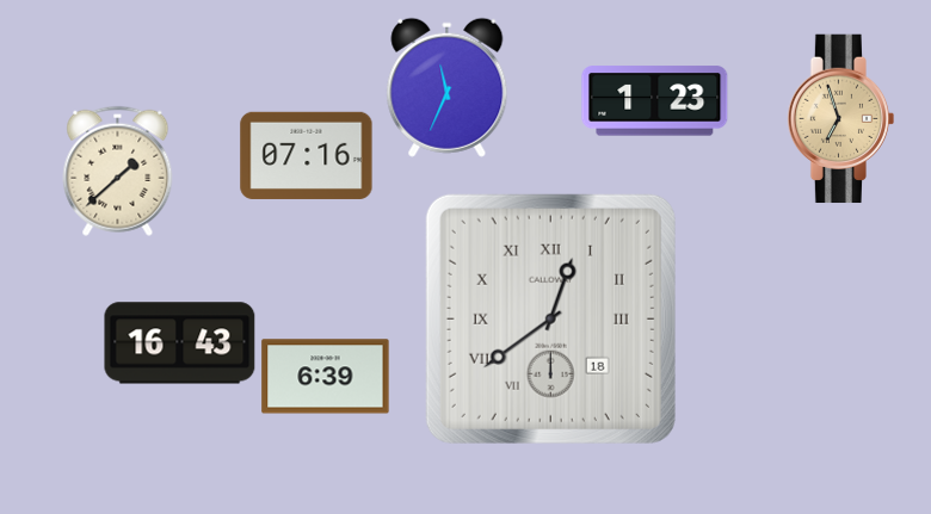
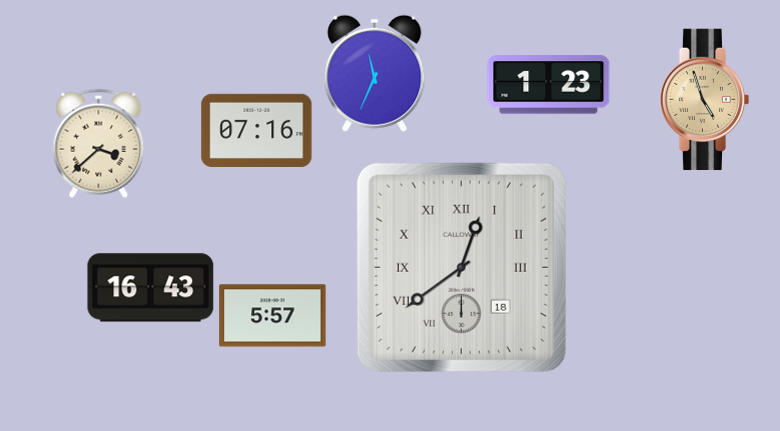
clock at (841, 119): 6:57 -> 4:57
clock at (118, 171): 1:38 -> 3:38
clock at (326, 377): 6:39 -> 5:57
